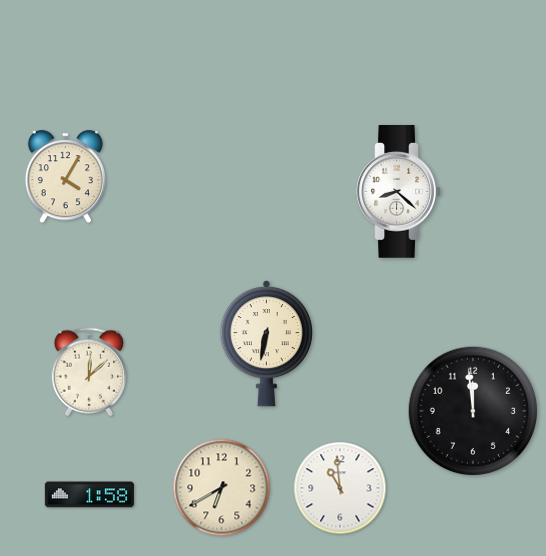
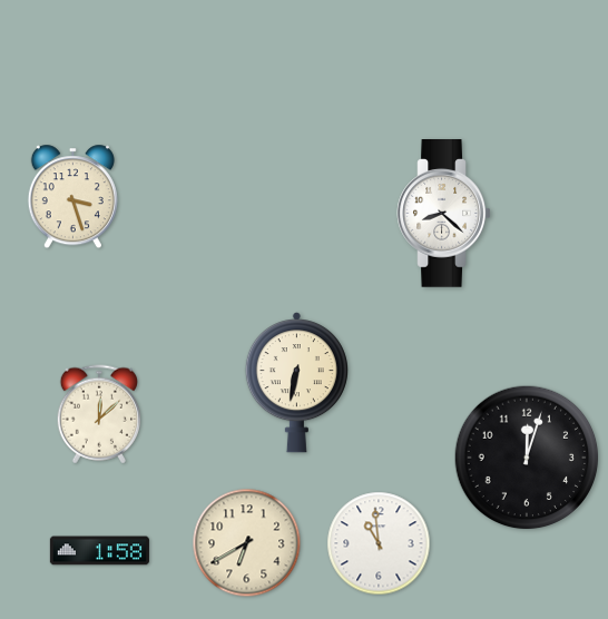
clock at (65, 177): 4:05 -> 3:27
clock at (473, 411): 11:59 -> 12:03
